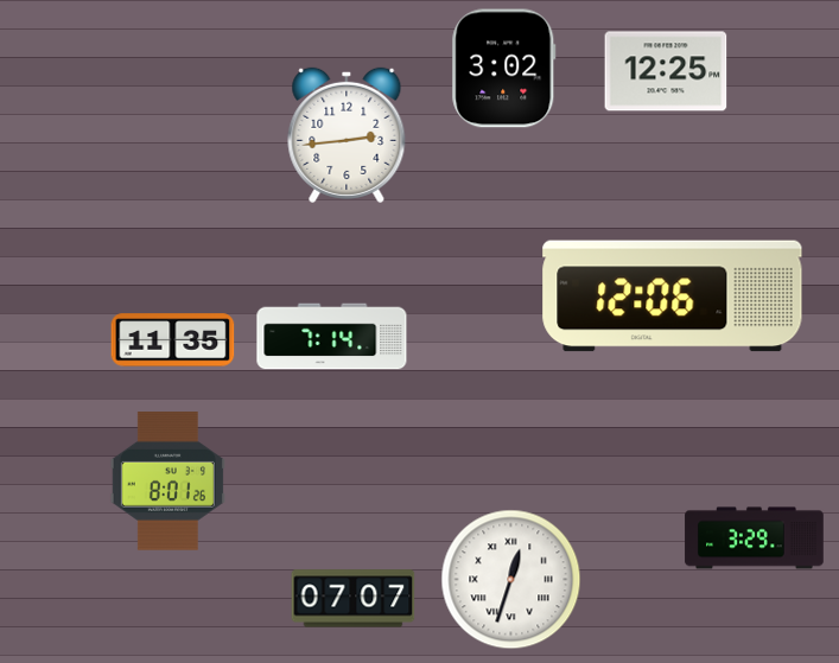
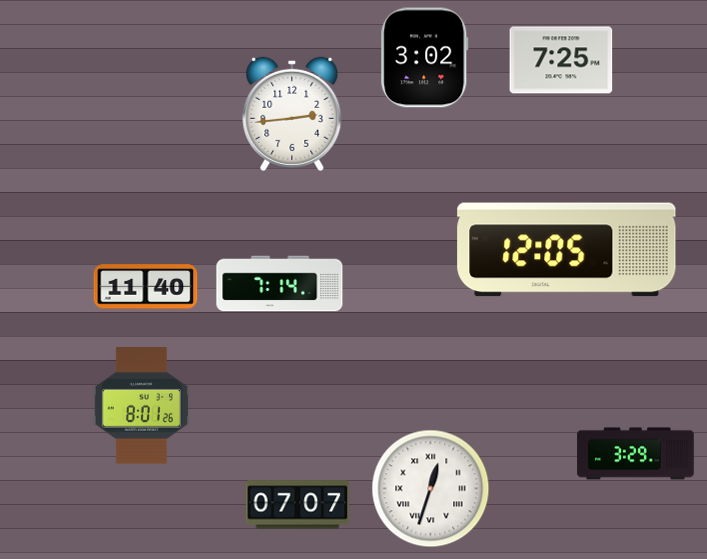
clock at (666, 71): 12:25 -> 7:25
clock at (673, 297): 12:06 -> 12:05
clock at (173, 340): 11:35 -> 11:40
